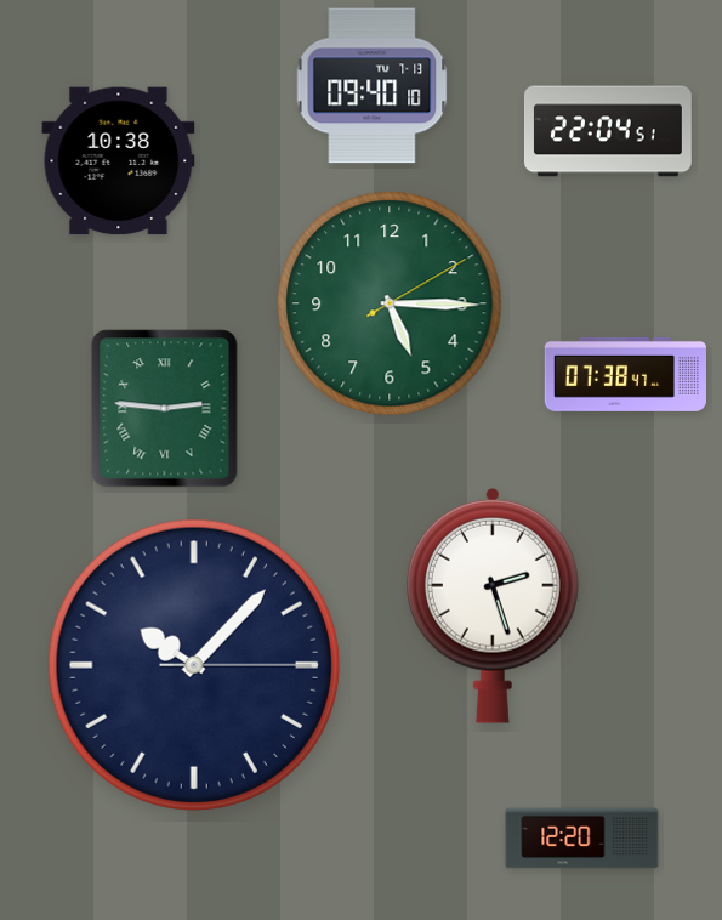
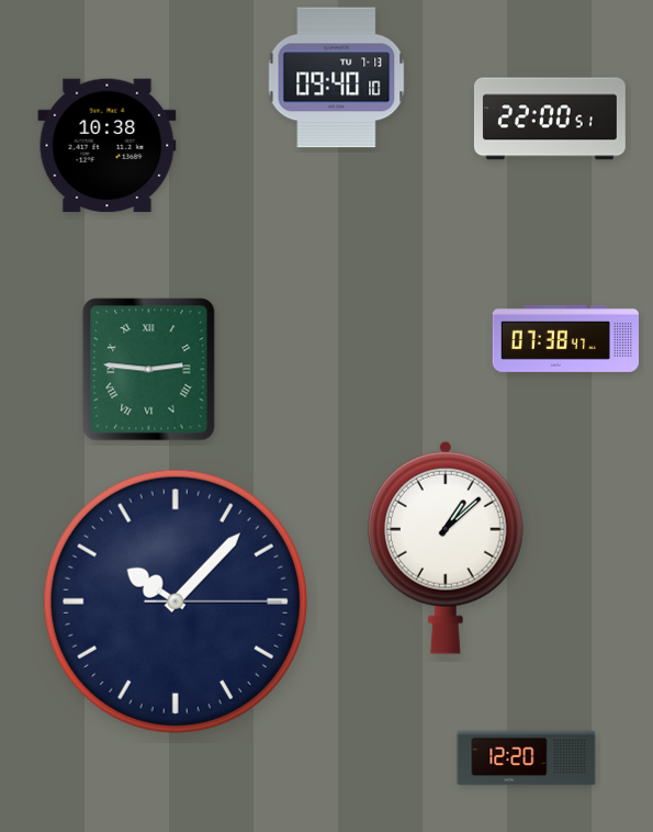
clock at (608, 131): 22:04 -> 22:00
clock at (390, 303): 5:15 -> none
clock at (493, 606): 2:27 -> 1:08
